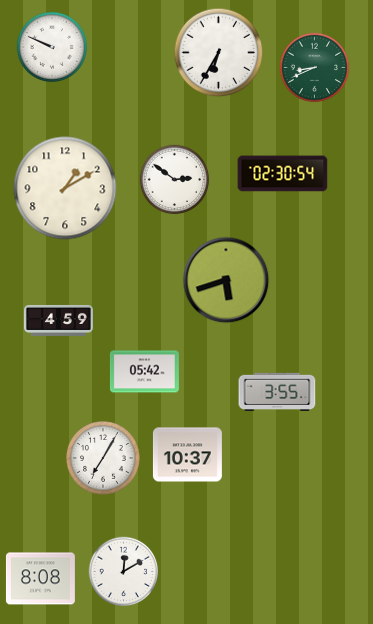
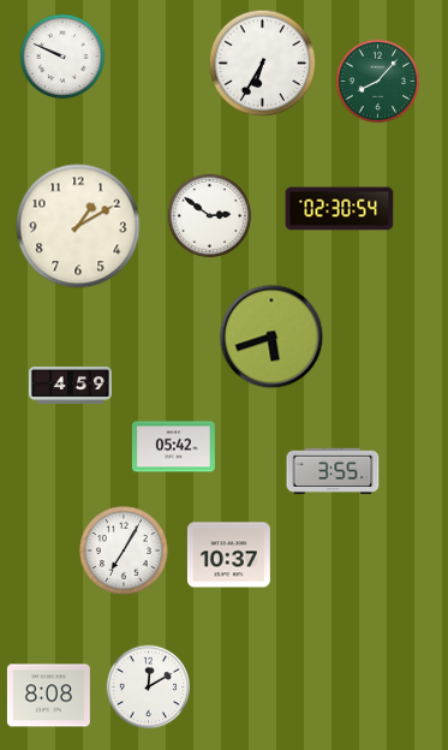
clock at (315, 68): 8:41 -> 8:07
clock at (187, 455) position: (187, 455) -> (228, 555)
